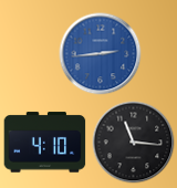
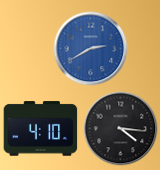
clock at (101, 54): 2:44 -> 2:40
clock at (134, 143): 11:16 -> 4:16
